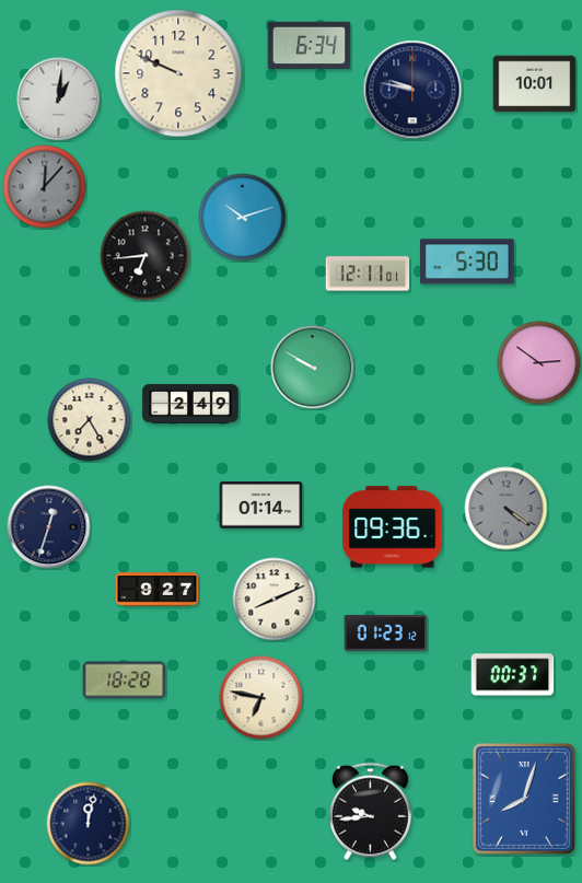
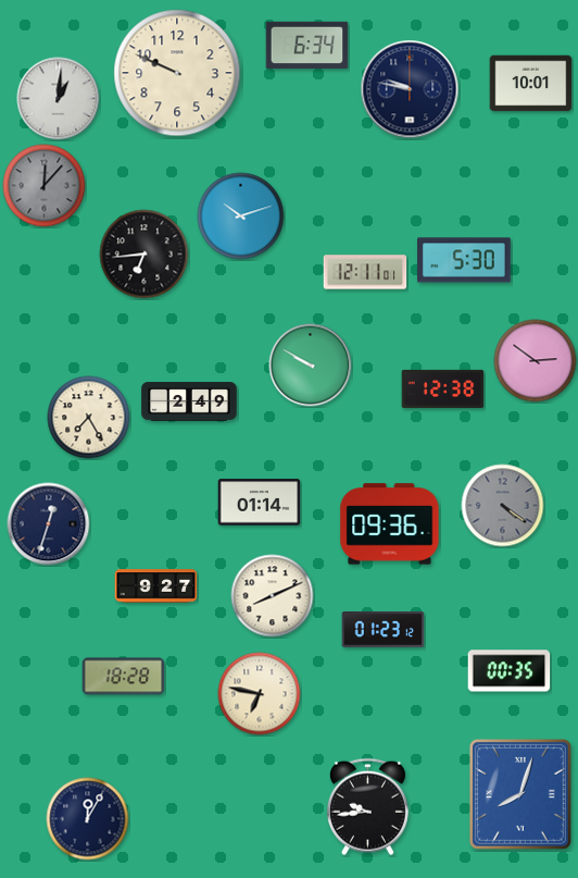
clock at (443, 388): none -> 12:38
clock at (513, 675): 00:37 -> 00:35
clock at (89, 824): 12:02 -> 12:05
